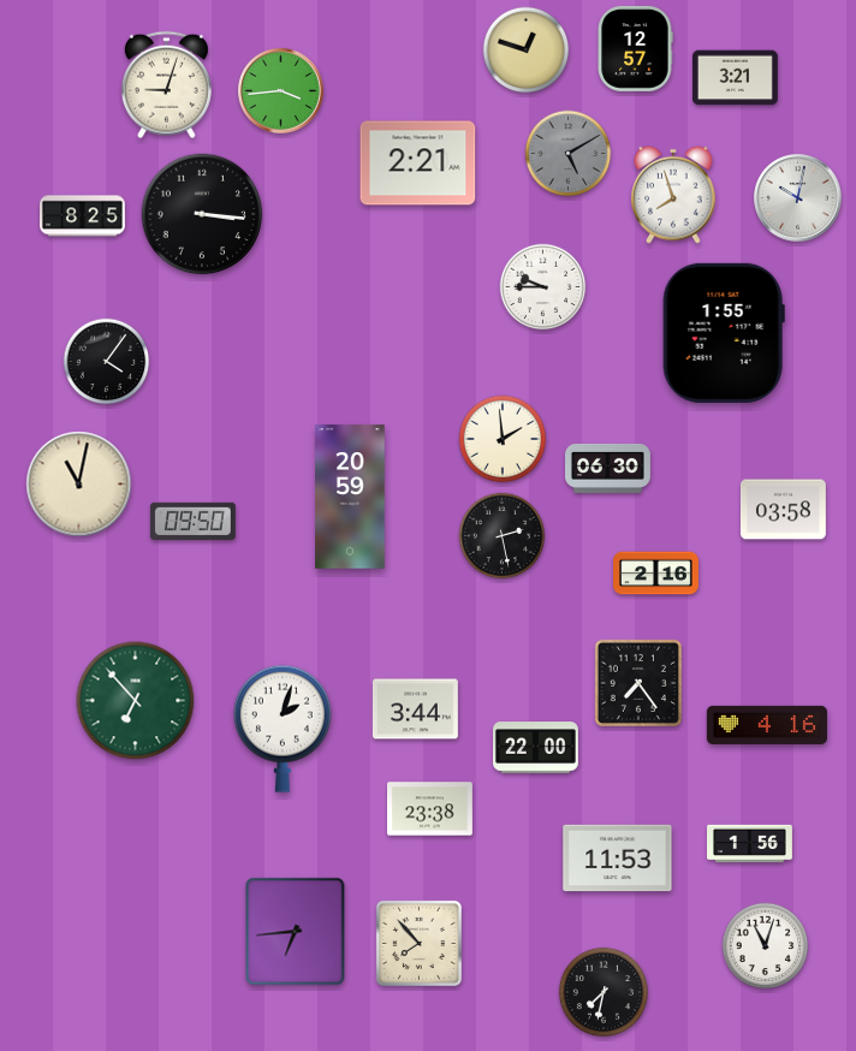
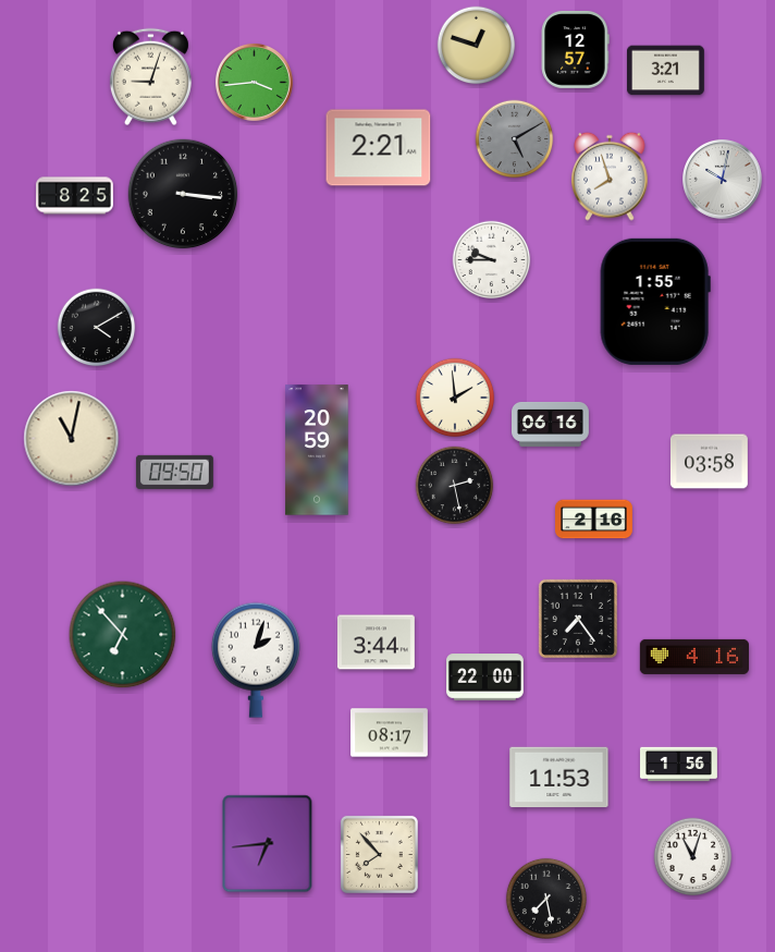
clock at (635, 48) position: (635, 48) -> (575, 49)
clock at (107, 362): 4:06 -> 4:10
clock at (608, 468): 06:30 -> 06:16
clock at (430, 809): 23:38 -> 08:17
clock at (604, 992): 7:32 -> 7:28
